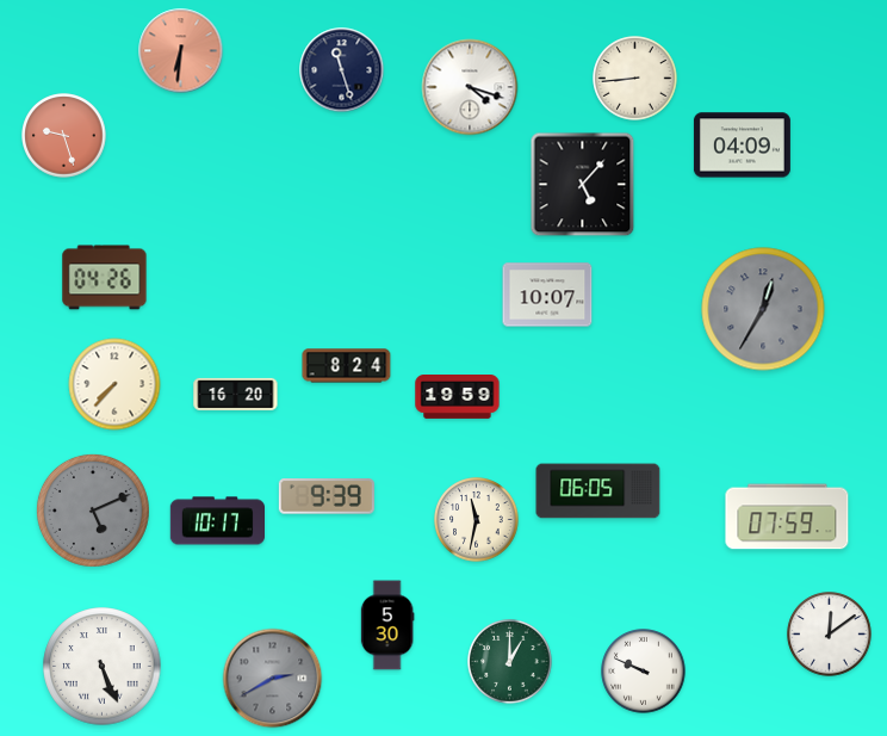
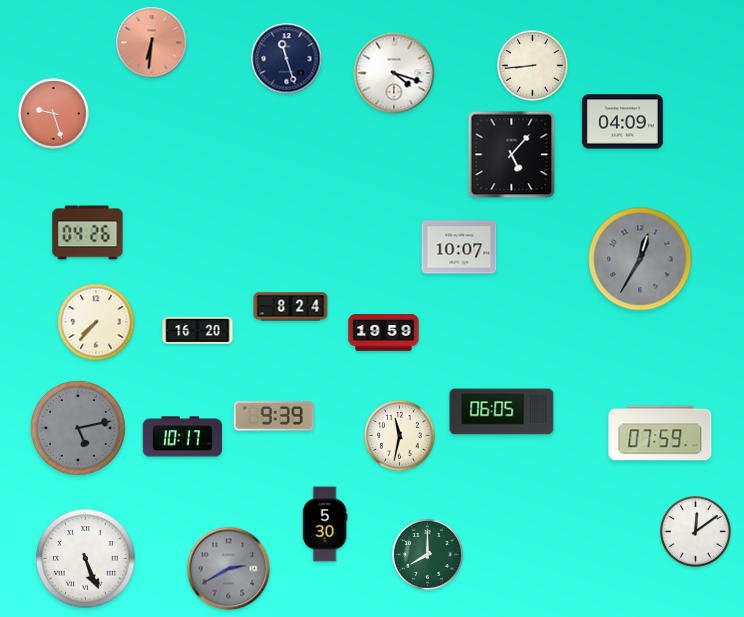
clock at (583, 185) position: (583, 185) -> (512, 155)
clock at (93, 511): 5:11 -> 5:13
clock at (510, 662): 1:00 -> 8:00
clock at (644, 672): 9:49 -> none
